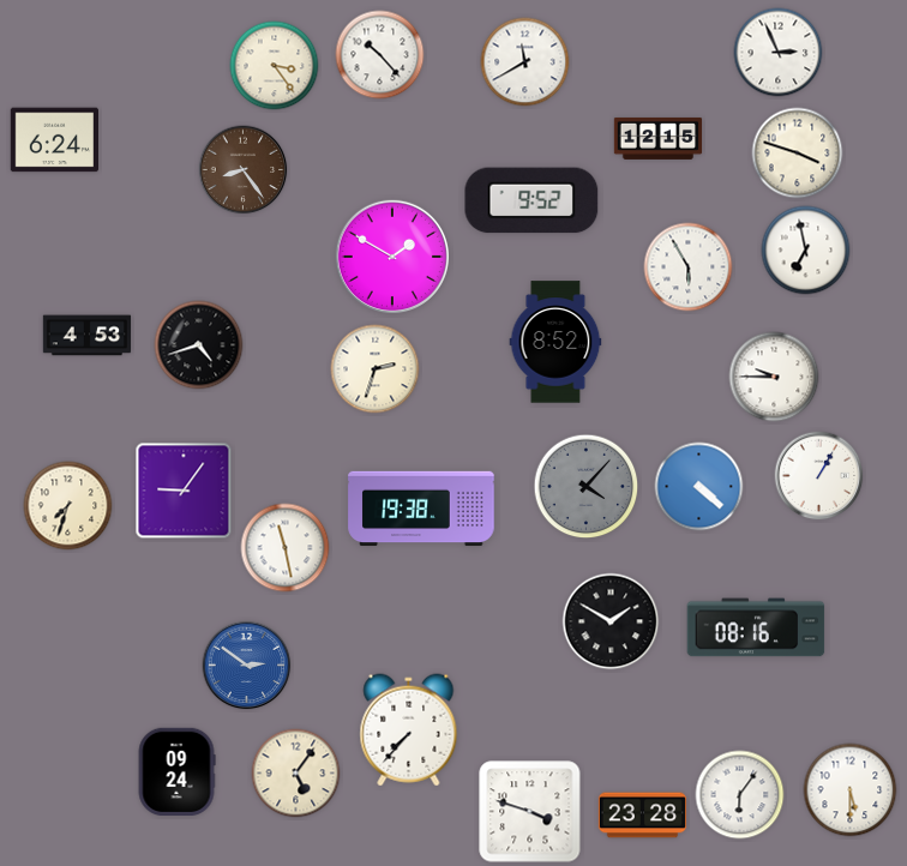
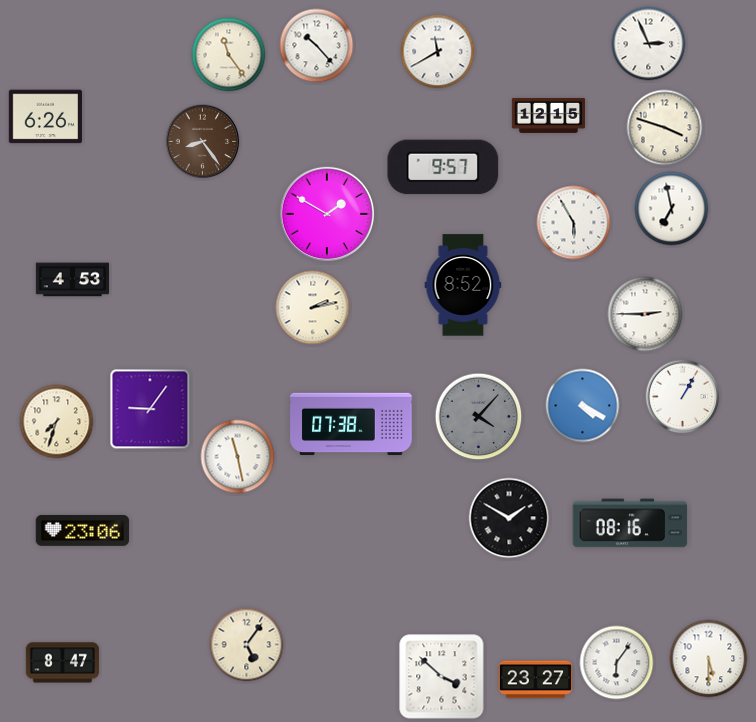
clock at (275, 66): 3:24 -> 11:24
clock at (54, 140): 6:24 -> 6:26
clock at (531, 200): 9:52 -> 9:57
clock at (199, 345): 4:42 -> none
clock at (376, 369): 2:33 -> 2:13
clock at (774, 377): 9:45 -> 2:45
clock at (587, 487) position: (587, 487) -> (479, 417)
clock at (699, 487): 4:22 -> 4:20
clock at (184, 491) position: (184, 491) -> (150, 409)
clock at (421, 509): 19:38 -> 07:38
clock at (83, 530): none -> 23:06
clock at (247, 666): 2:51 -> none
clock at (409, 730): 7:37 -> none
clock at (176, 771): 09:24 -> none
clock at (63, 663): none -> 8:47
clock at (530, 812): 3:48 -> 3:52
clock at (643, 816): 23:28 -> 23:27
